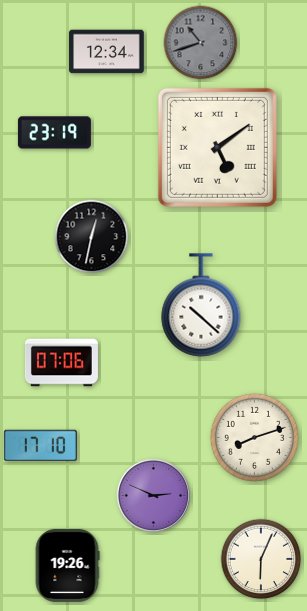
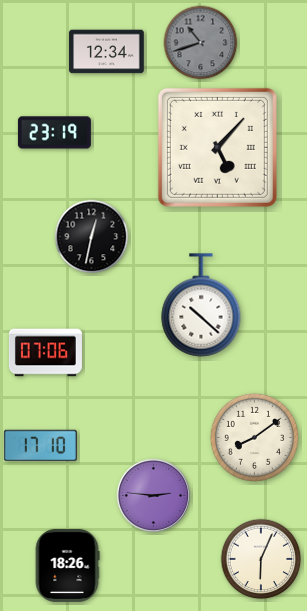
clock at (217, 147): 5:09 -> 5:07
clock at (61, 363) position: (61, 363) -> (45, 353)
clock at (254, 437): 8:12 -> 8:09
clock at (153, 495): 2:49 -> 2:46
clock at (67, 565): 19:26 -> 18:26
